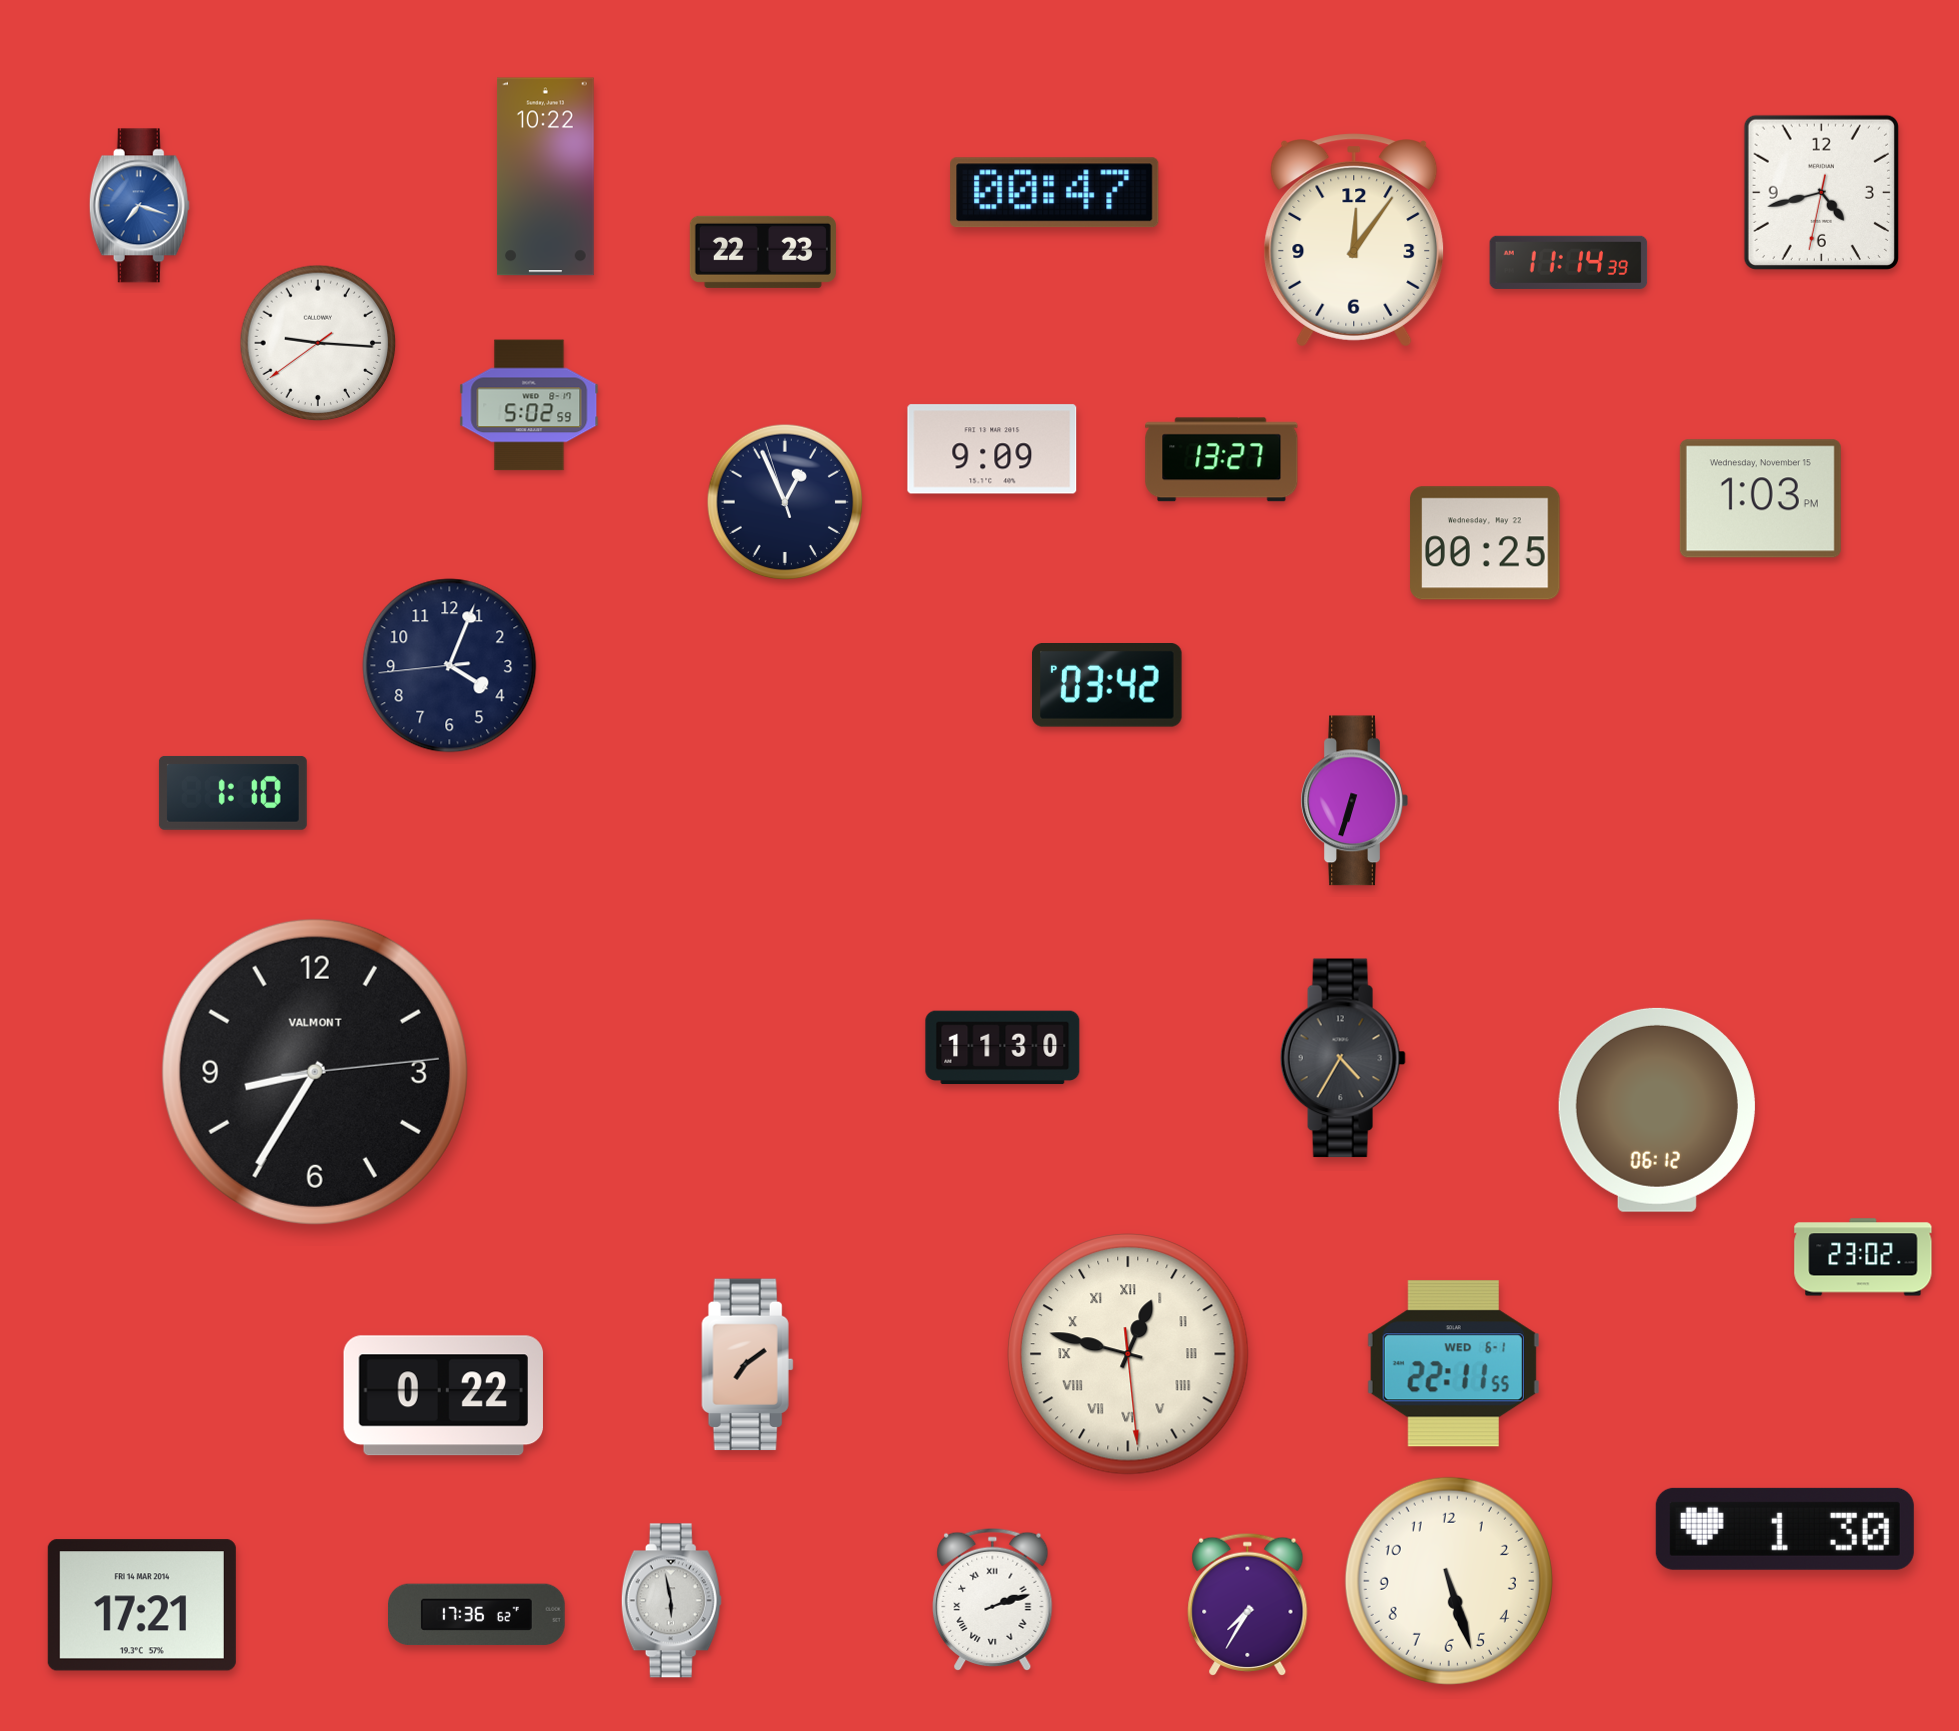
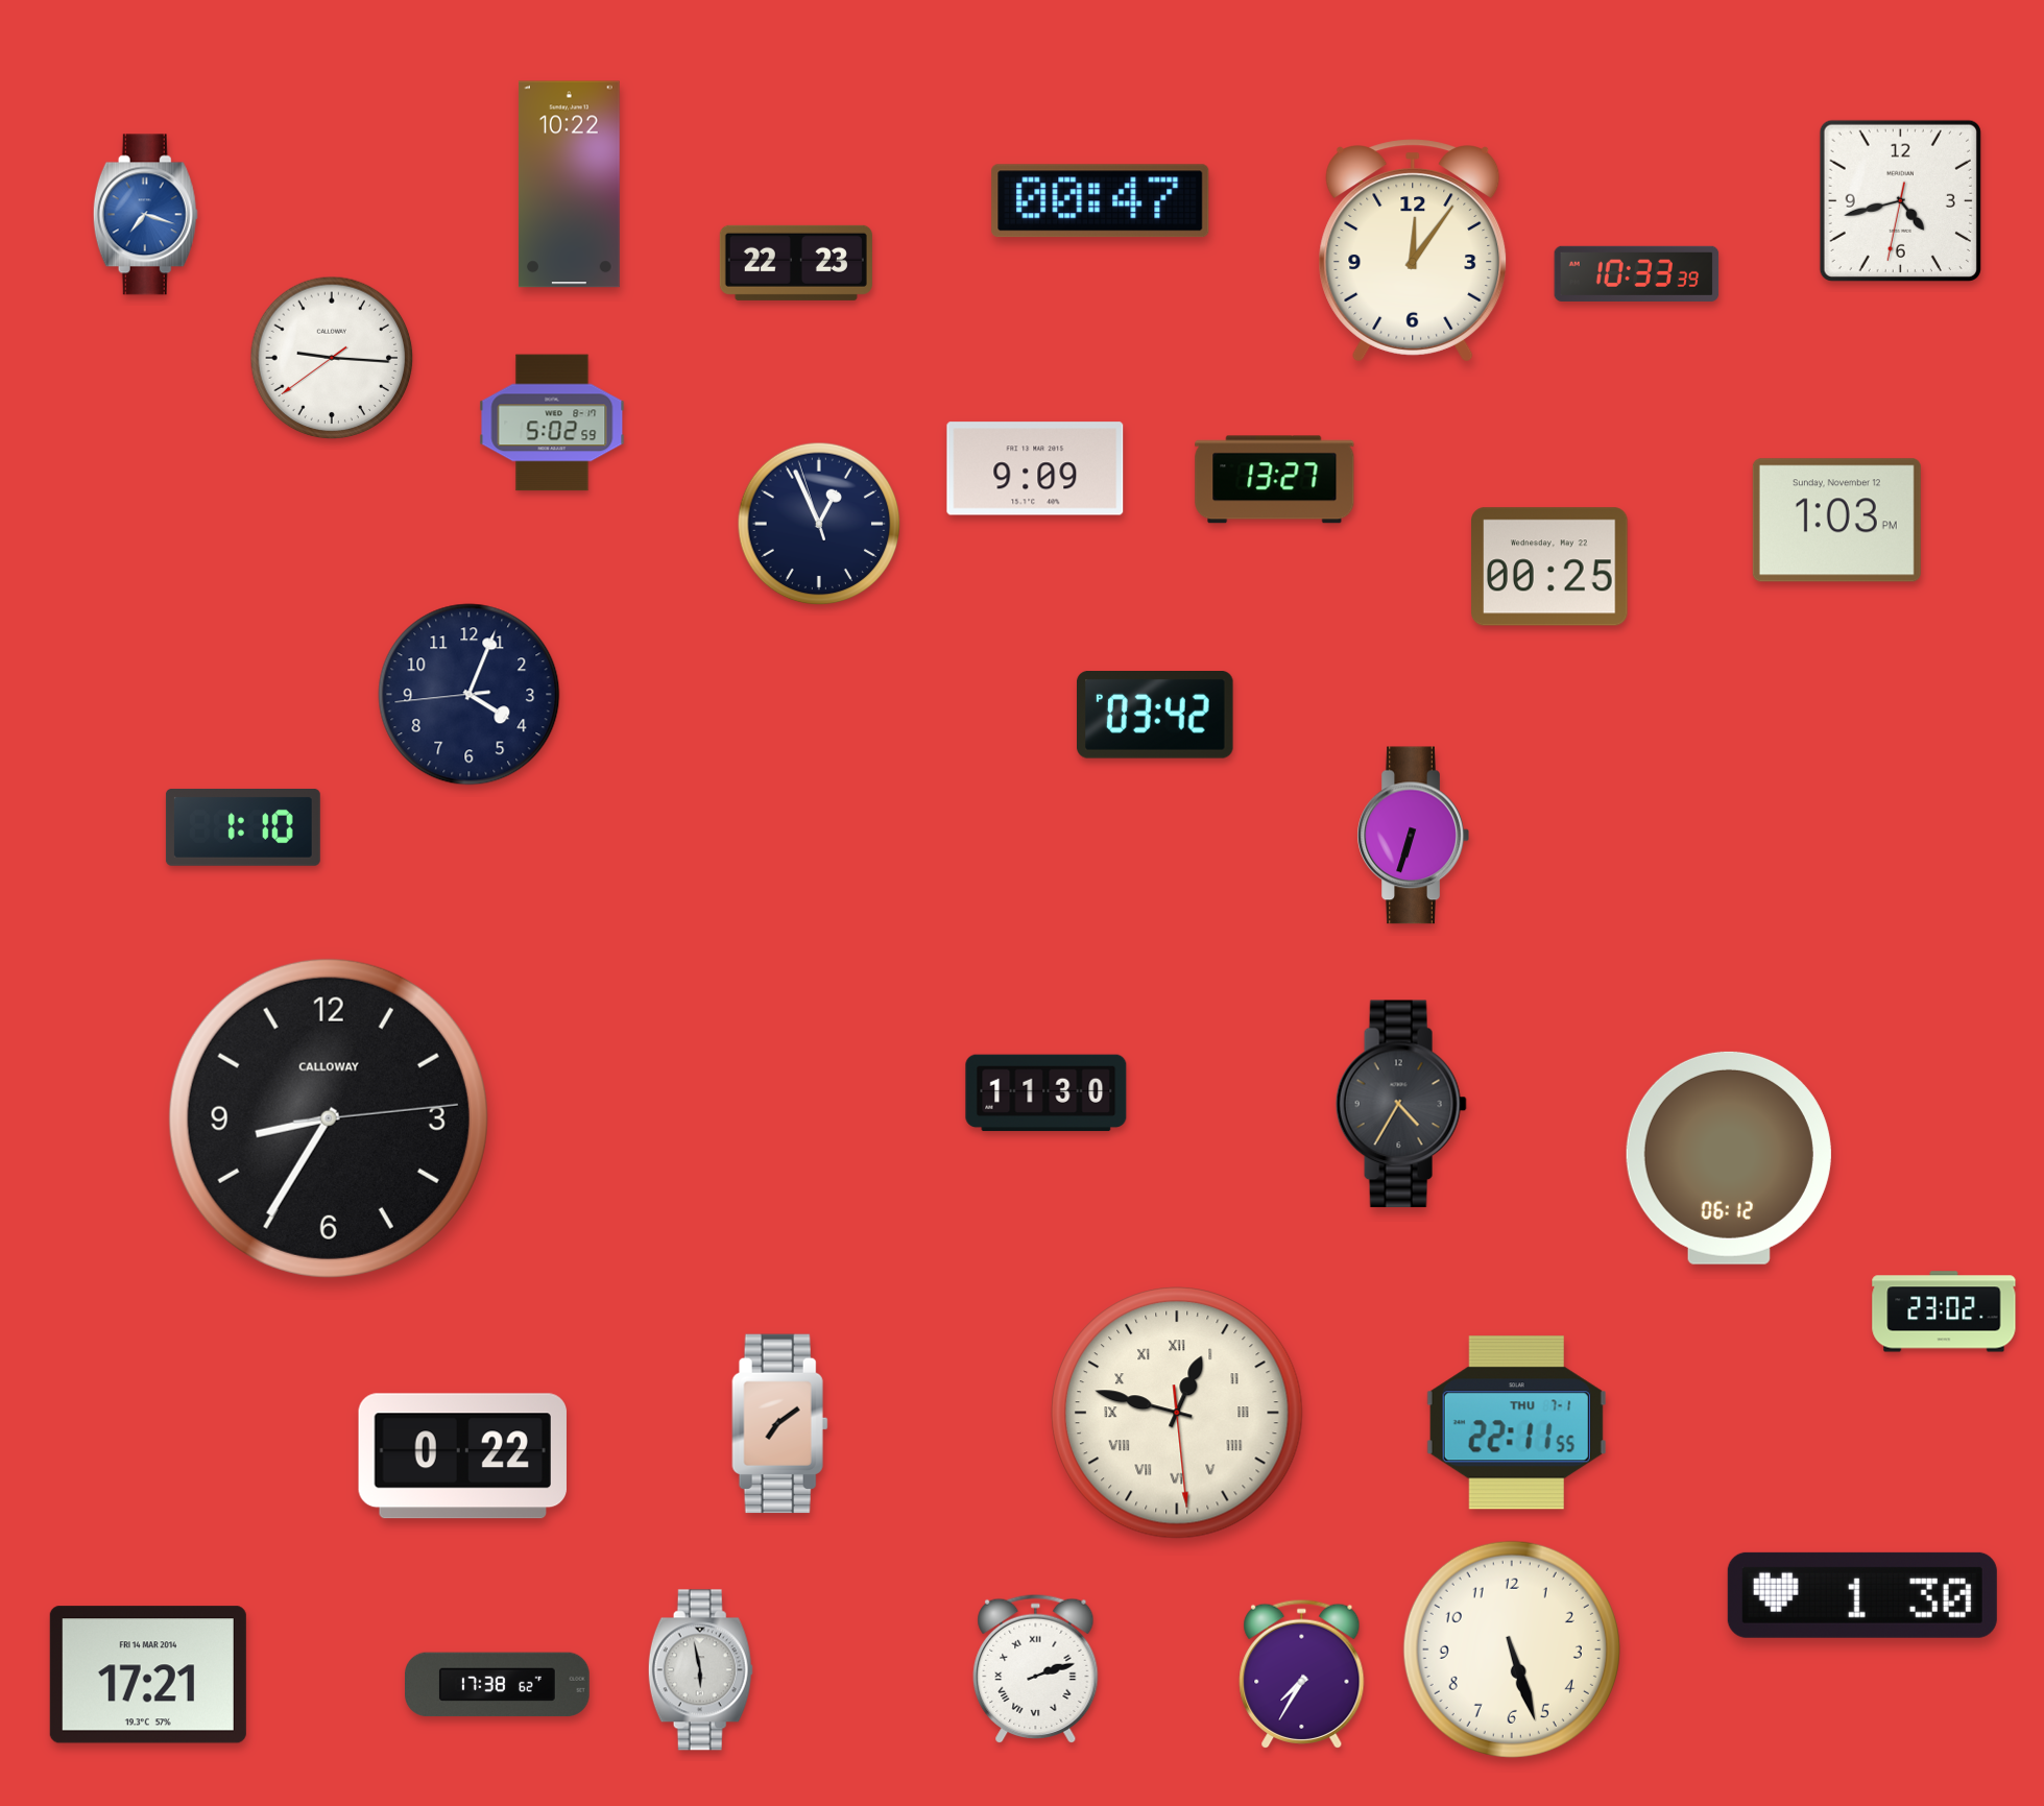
clock at (1569, 262): 11:14 -> 10:33
clock at (1760, 499) date: Wednesday, November 15 -> Sunday, November 12
clock at (315, 1072) brand: VALMONT -> CALLOWAY
clock at (1453, 1364) date: WED 6-1 -> THU 7-1
clock at (477, 1615): 17:36 -> 17:38
